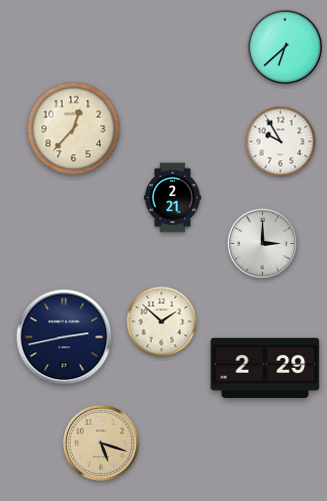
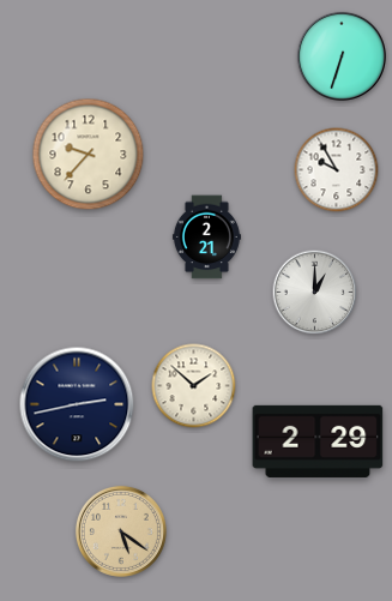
clock at (285, 47): 6:38 -> 6:33
clock at (74, 129): 12:37 -> 9:37
clock at (263, 244): 3:00 -> 1:00
clock at (101, 443): 5:18 -> 5:21
